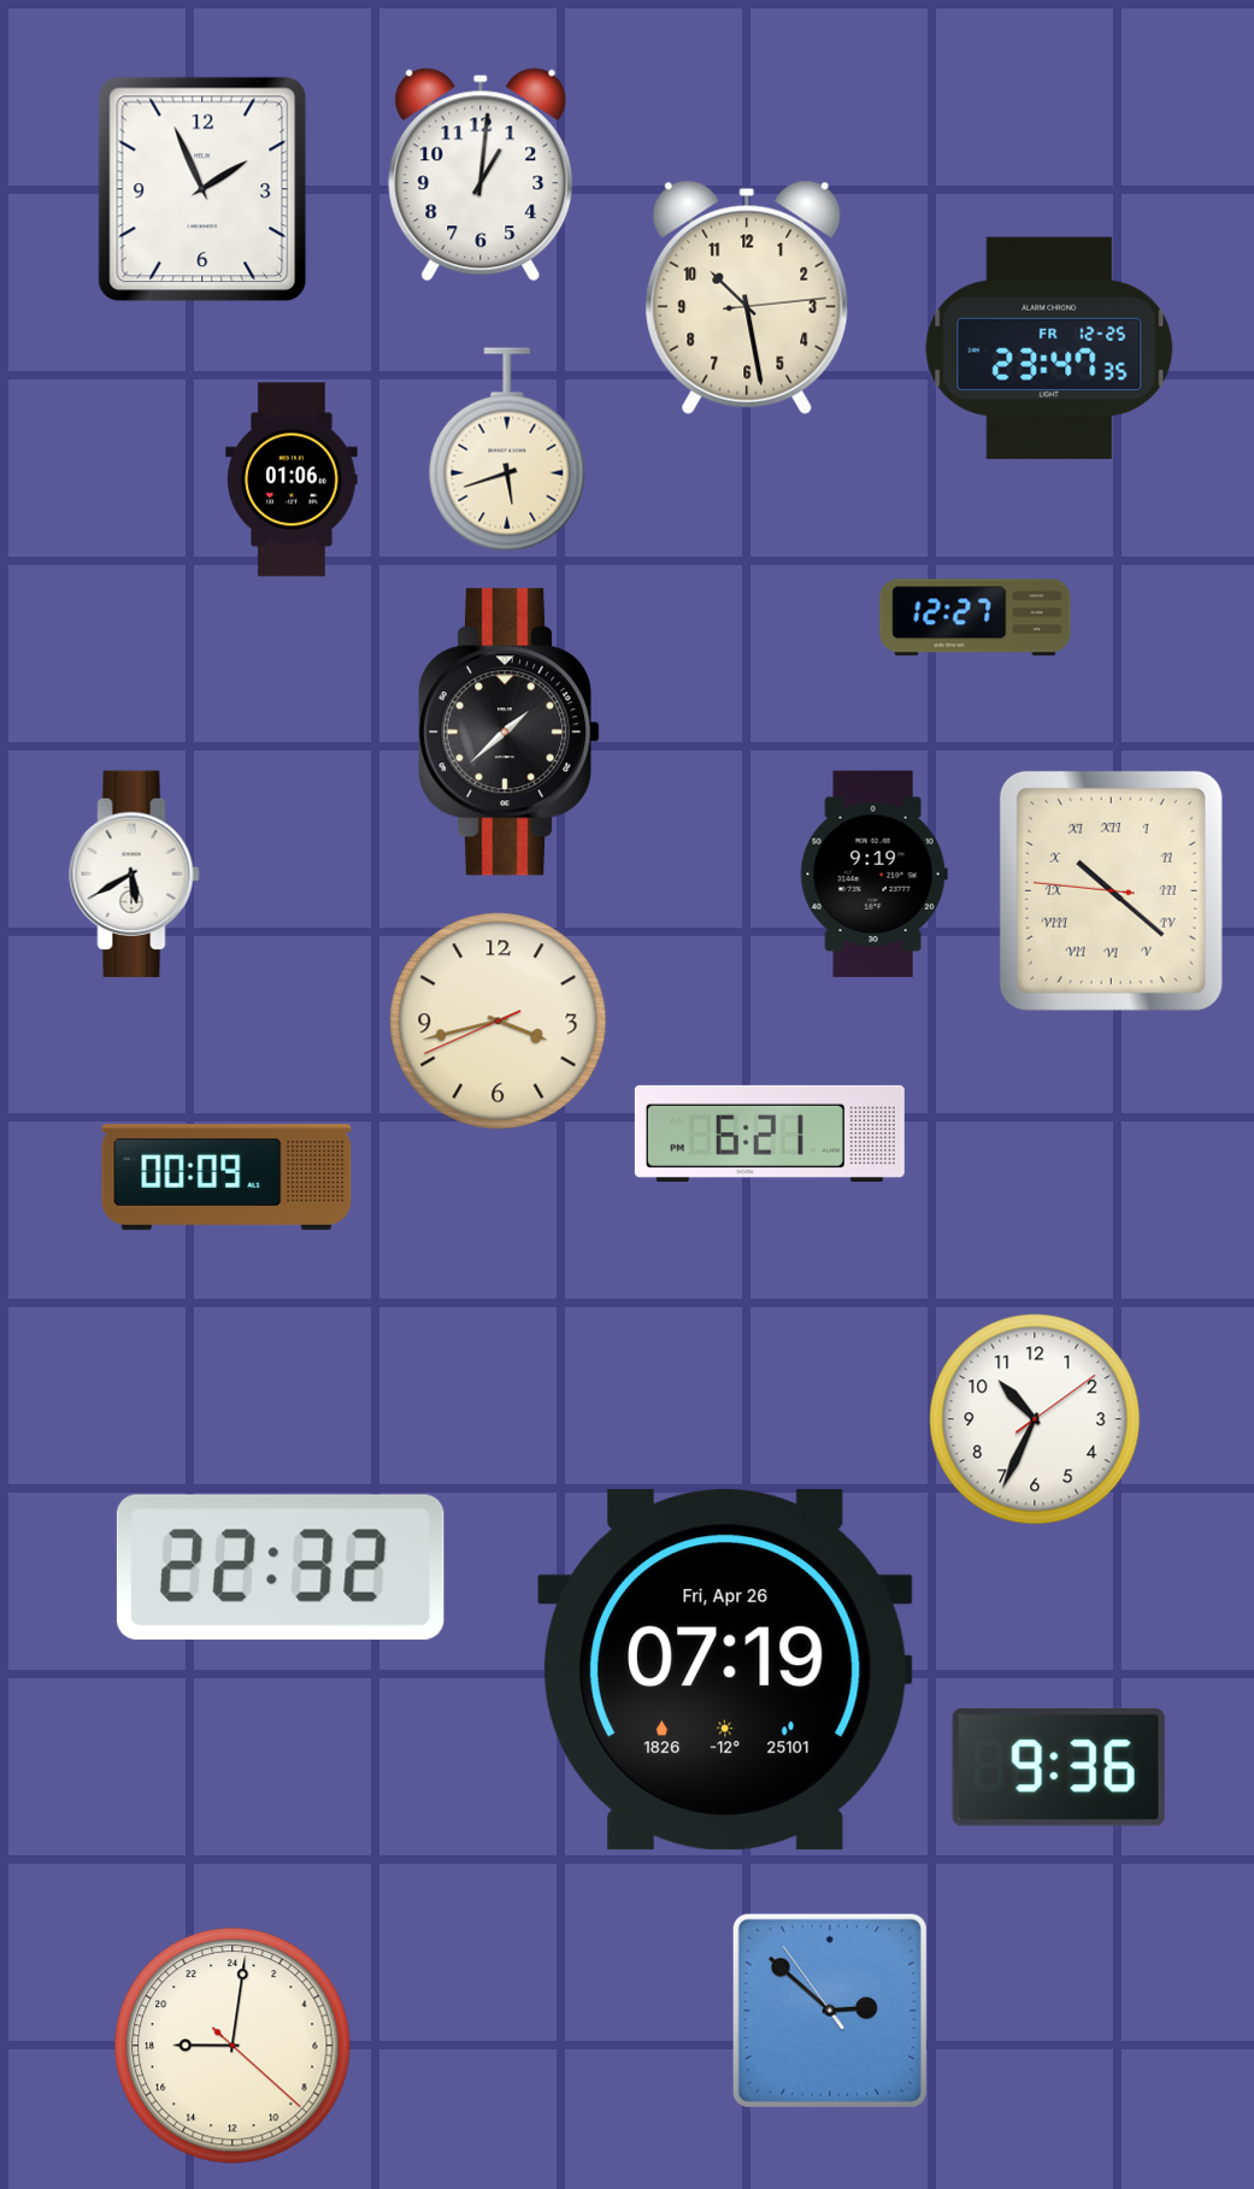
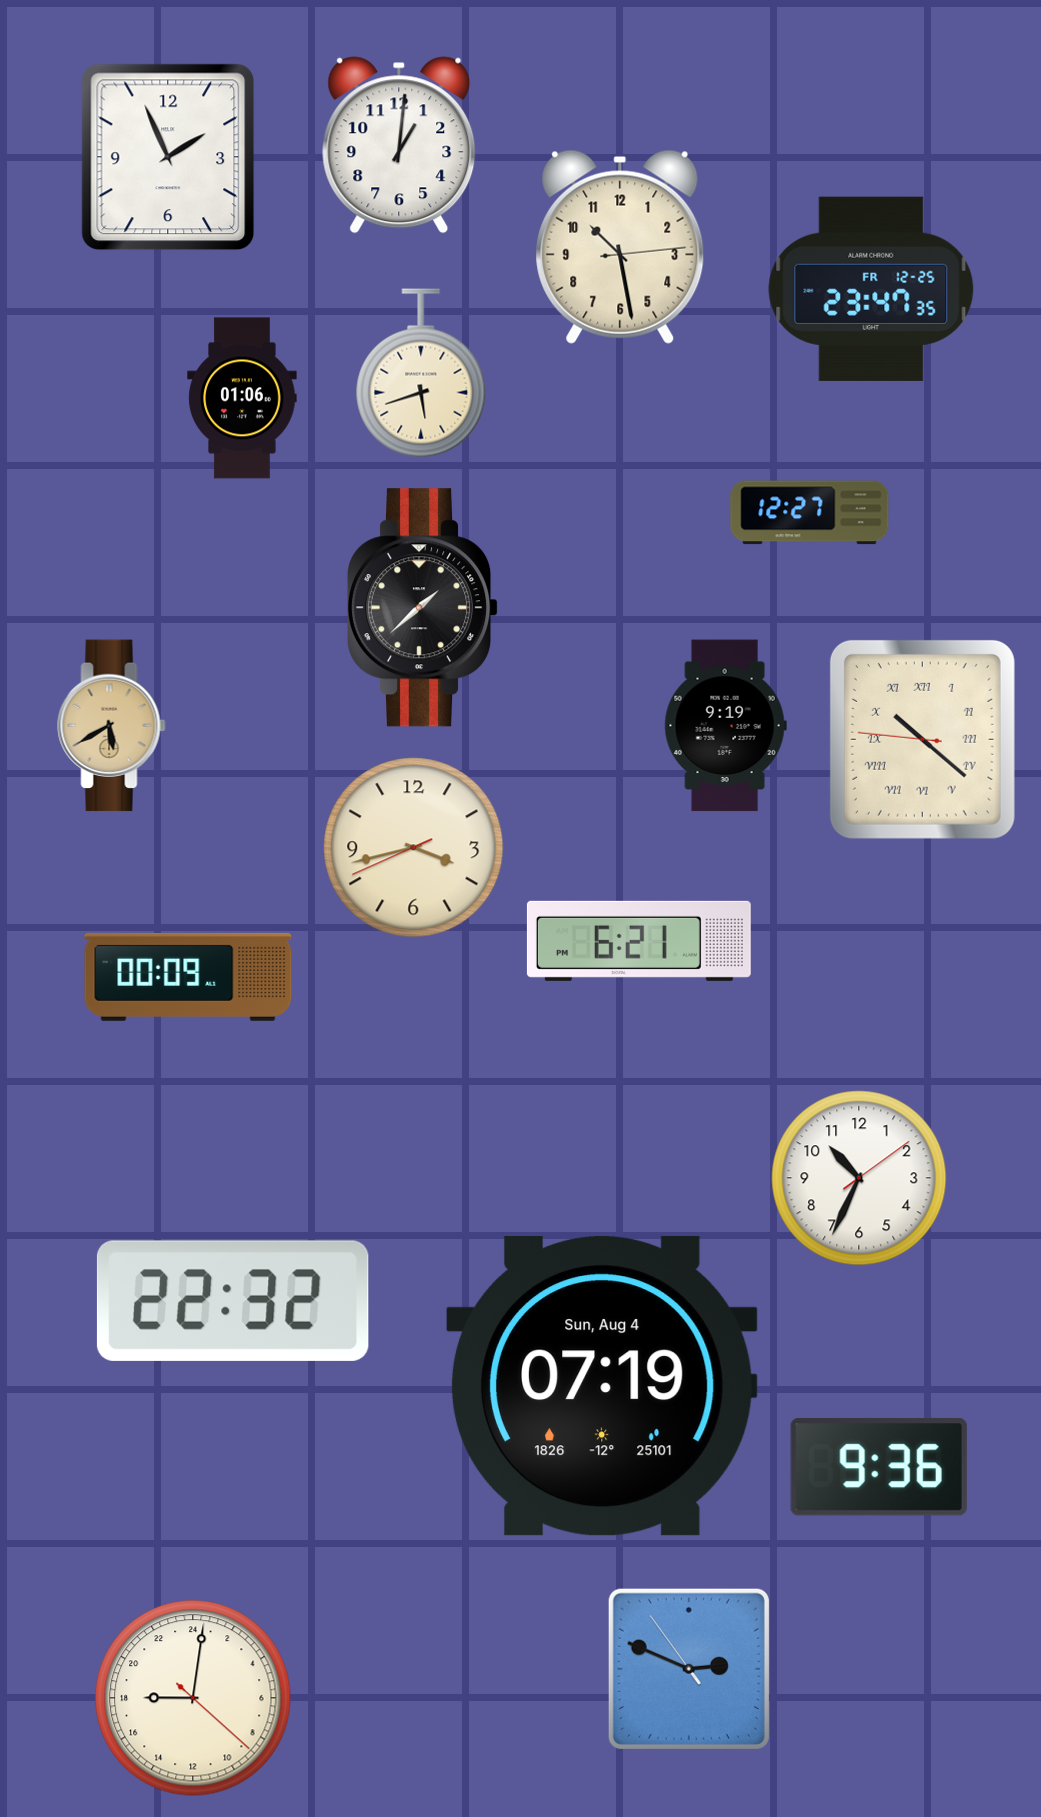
clock at (135, 875) dial: white -> champagne
clock at (725, 1670) date: Fri, Apr 26 -> Sun, Aug 4
clock at (830, 2011): 2:51 -> 2:48
